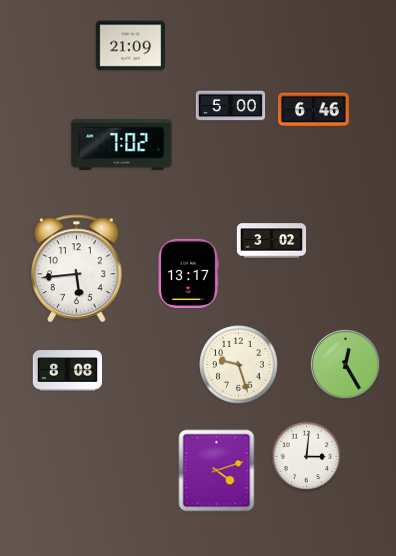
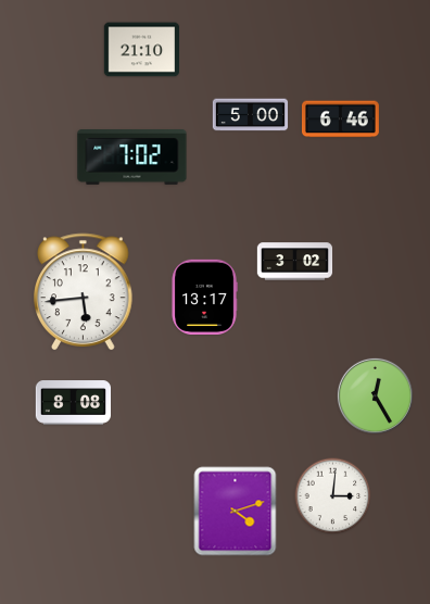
clock at (130, 46): 21:09 -> 21:10
clock at (239, 365): 9:27 -> none
